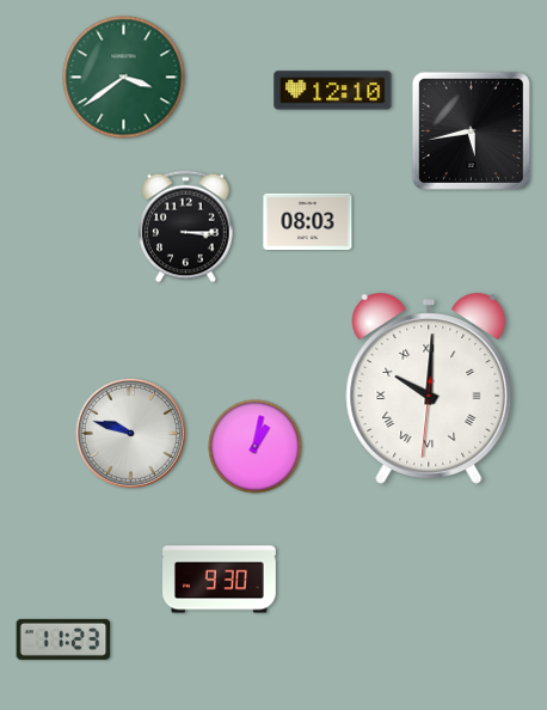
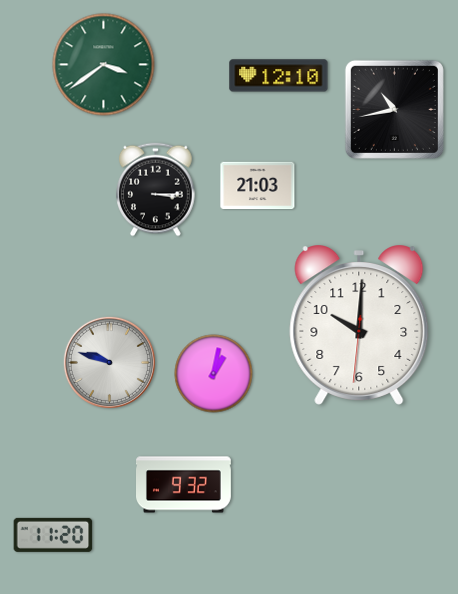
clock at (471, 130): 5:43 -> 10:43
clock at (308, 222): 08:03 -> 21:03
clock at (429, 388) numerals: Roman -> Arabic
clock at (220, 580): 9:30 -> 9:32
clock at (63, 639): 11:23 -> 11:20
